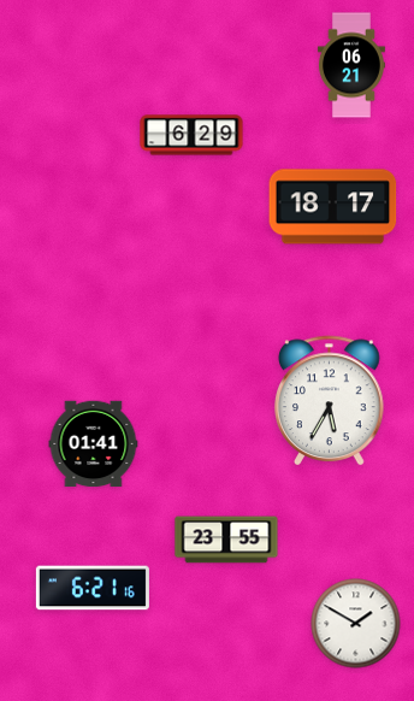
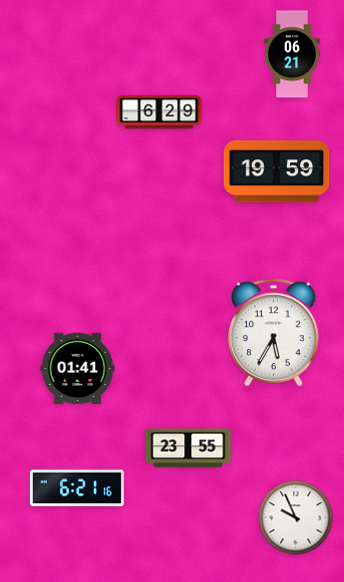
clock at (333, 207): 18:17 -> 19:59
clock at (356, 624): 1:50 -> 9:56
